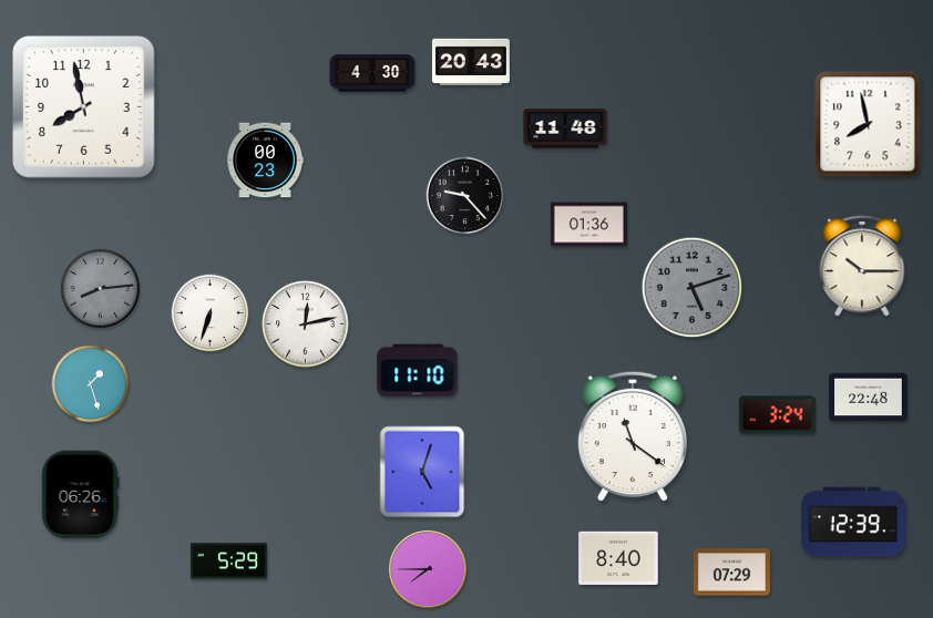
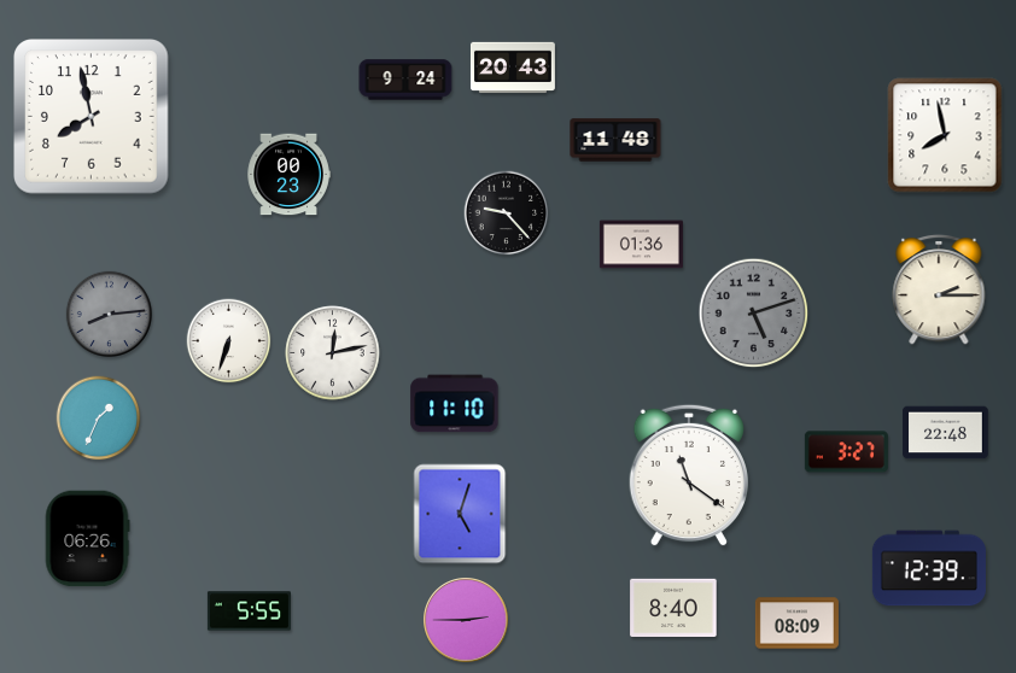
clock at (372, 73): 4:30 -> 9:24
clock at (862, 266): 10:15 -> 2:15
clock at (91, 384): 1:27 -> 1:34
clock at (777, 415): 3:24 -> 3:27
clock at (228, 562): 5:29 -> 5:55
clock at (429, 570): 7:45 -> 2:45
clock at (731, 573): 07:29 -> 08:09
